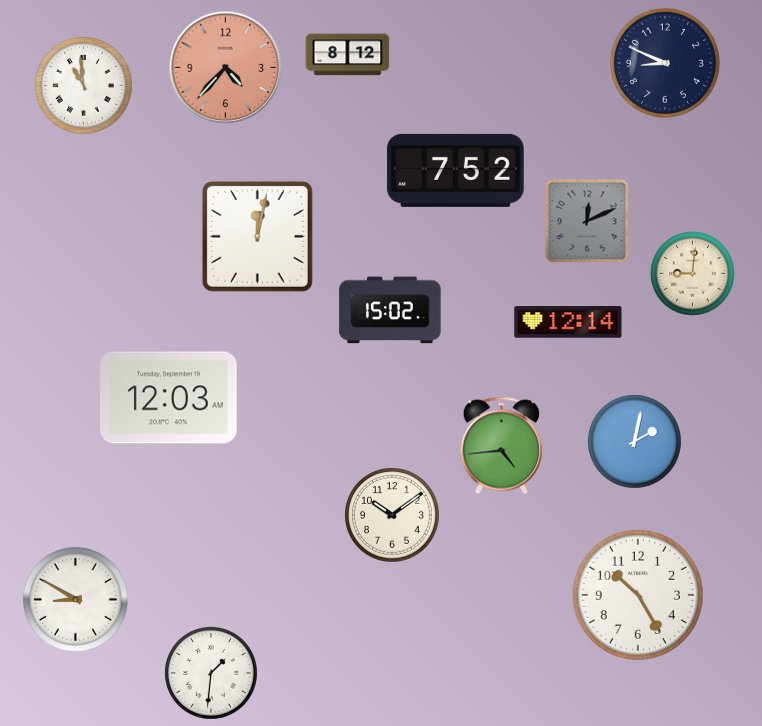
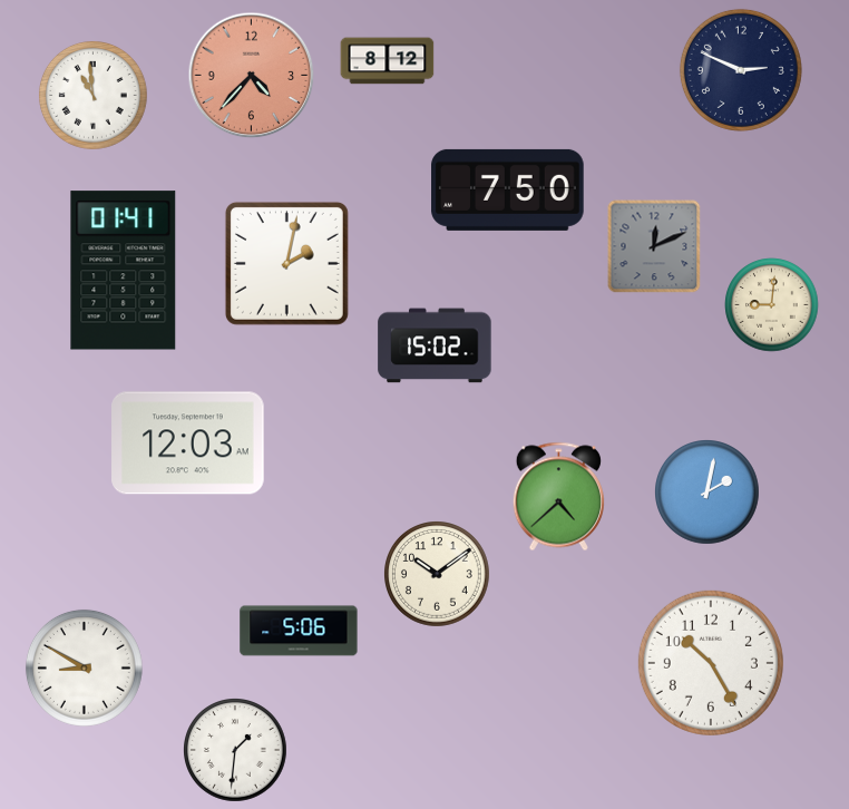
clock at (665, 63): 8:49 -> 2:49
clock at (456, 170): 7:52 -> 7:50
clock at (257, 236): 12:02 -> 2:02
clock at (124, 271): none -> 01:41
clock at (568, 322): 12:14 -> none
clock at (501, 446): 4:44 -> 4:38
clock at (299, 631): none -> 5:06
